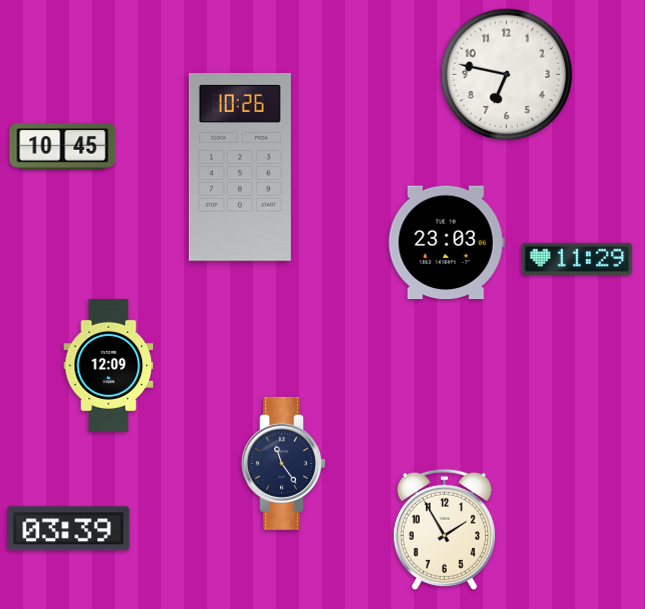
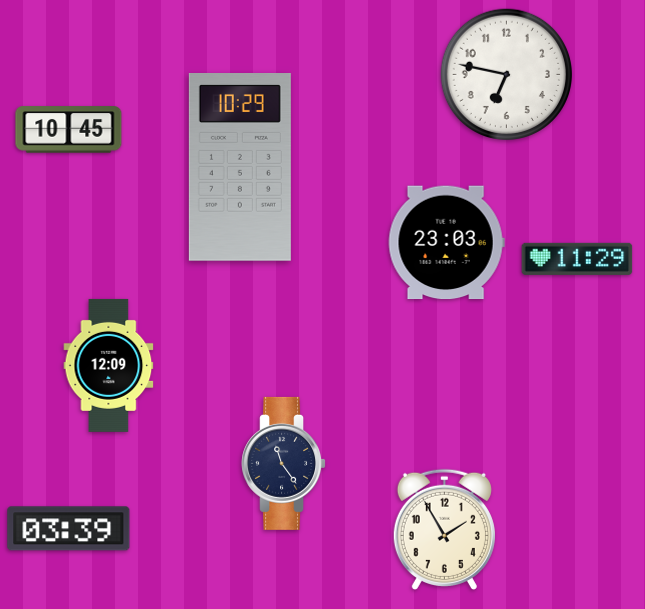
clock at (63, 147) position: (63, 147) -> (69, 130)
clock at (240, 168): 10:26 -> 10:29
